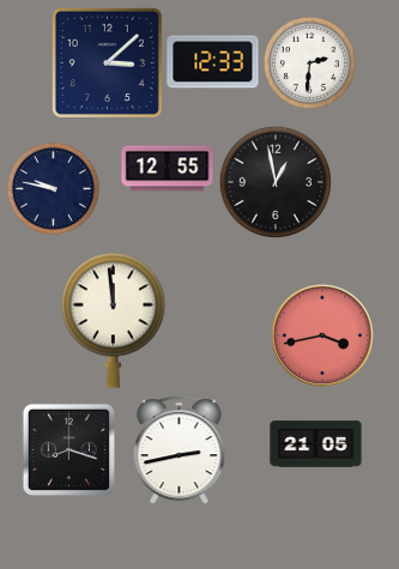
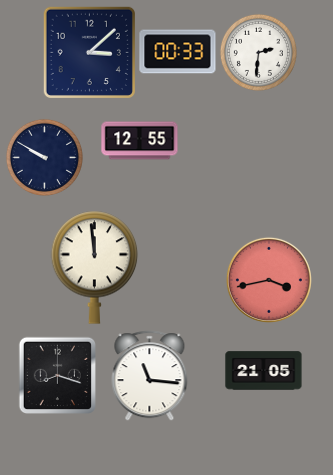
clock at (213, 62): 12:33 -> 00:33
clock at (274, 181): 12:58 -> none
clock at (53, 188): 9:47 -> 9:50
clock at (180, 450): 2:43 -> 11:16
